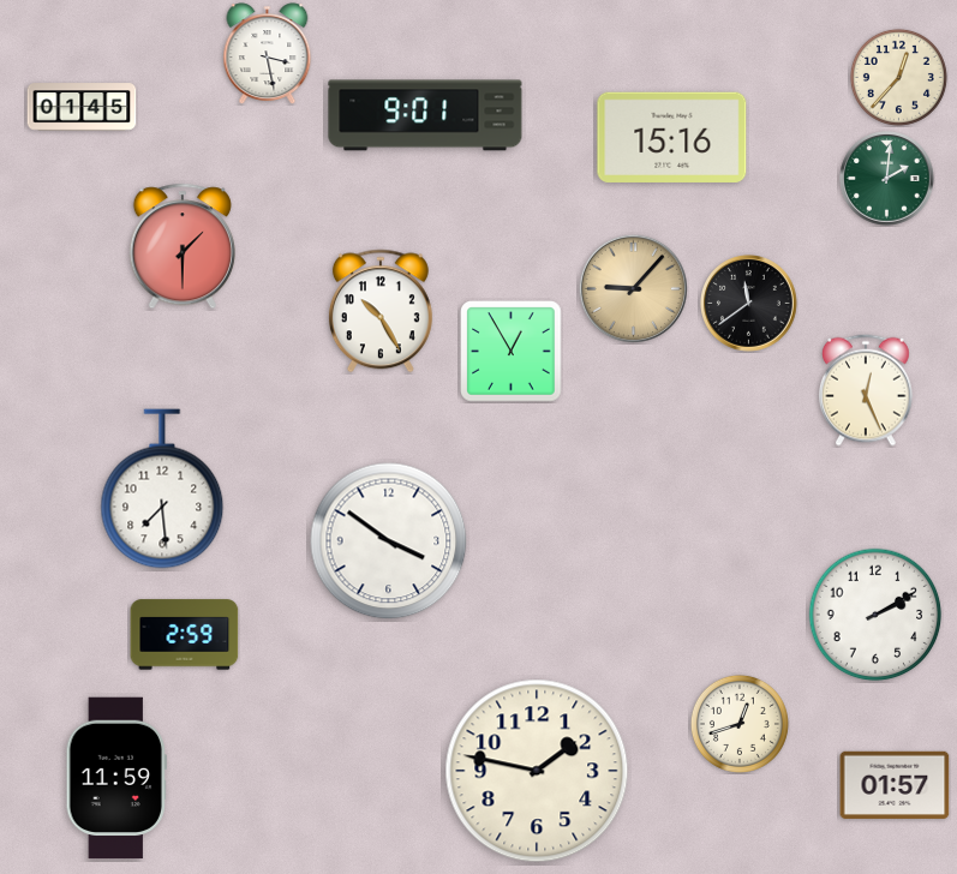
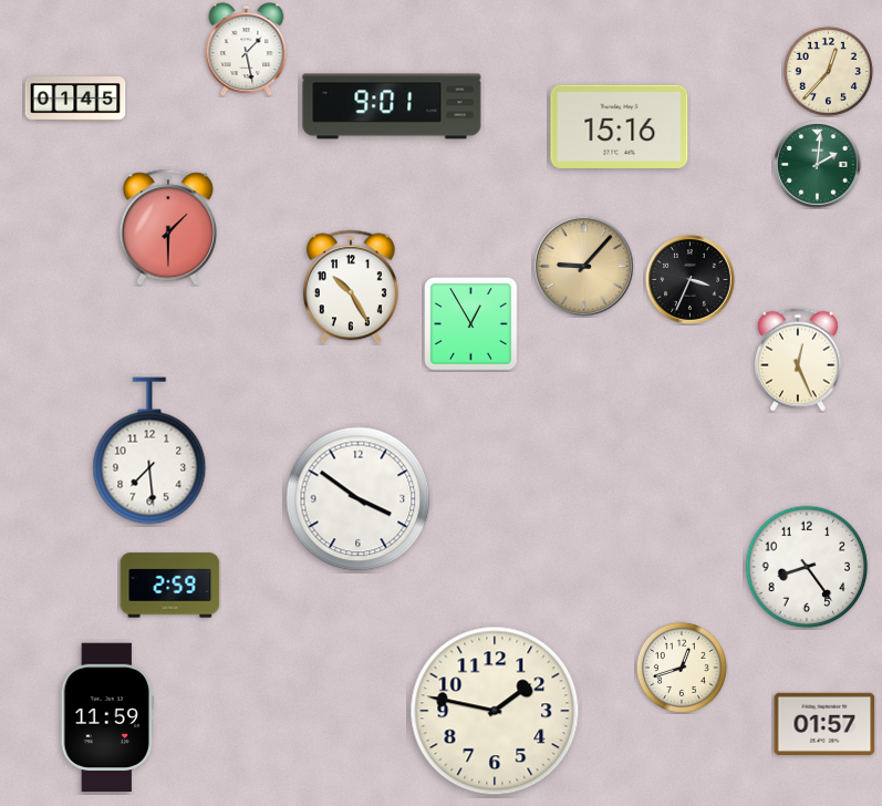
clock at (268, 54): 3:28 -> 1:28
clock at (749, 304): 11:39 -> 3:34
clock at (875, 615): 2:10 -> 8:24
